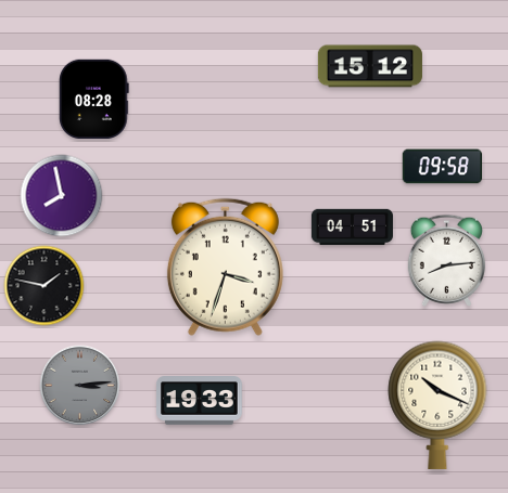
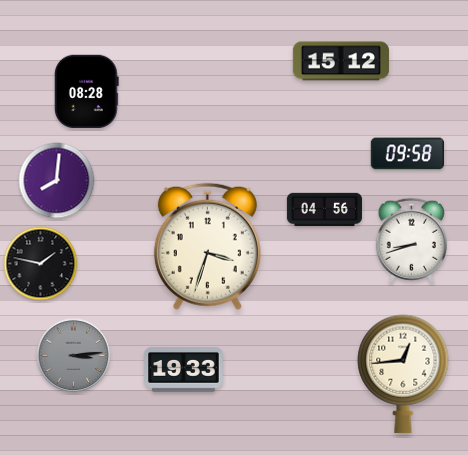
clock at (62, 196): 7:58 -> 8:01
clock at (352, 228): 04:51 -> 04:56
clock at (446, 260): 8:14 -> 8:42
clock at (437, 405): 10:19 -> 12:44
